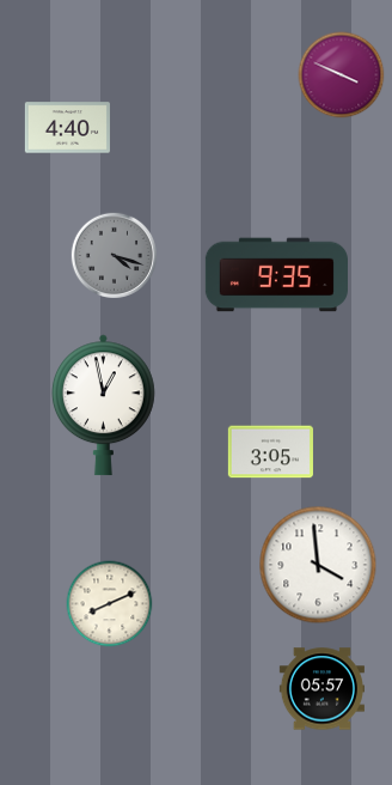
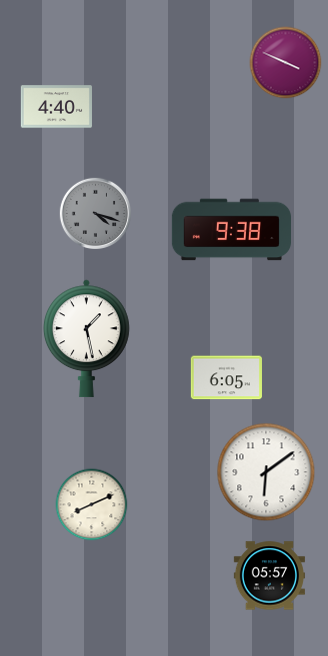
clock at (276, 275): 9:35 -> 9:38
clock at (103, 406): 12:58 -> 1:28
clock at (270, 452): 3:05 -> 6:05
clock at (318, 565): 3:59 -> 6:09
